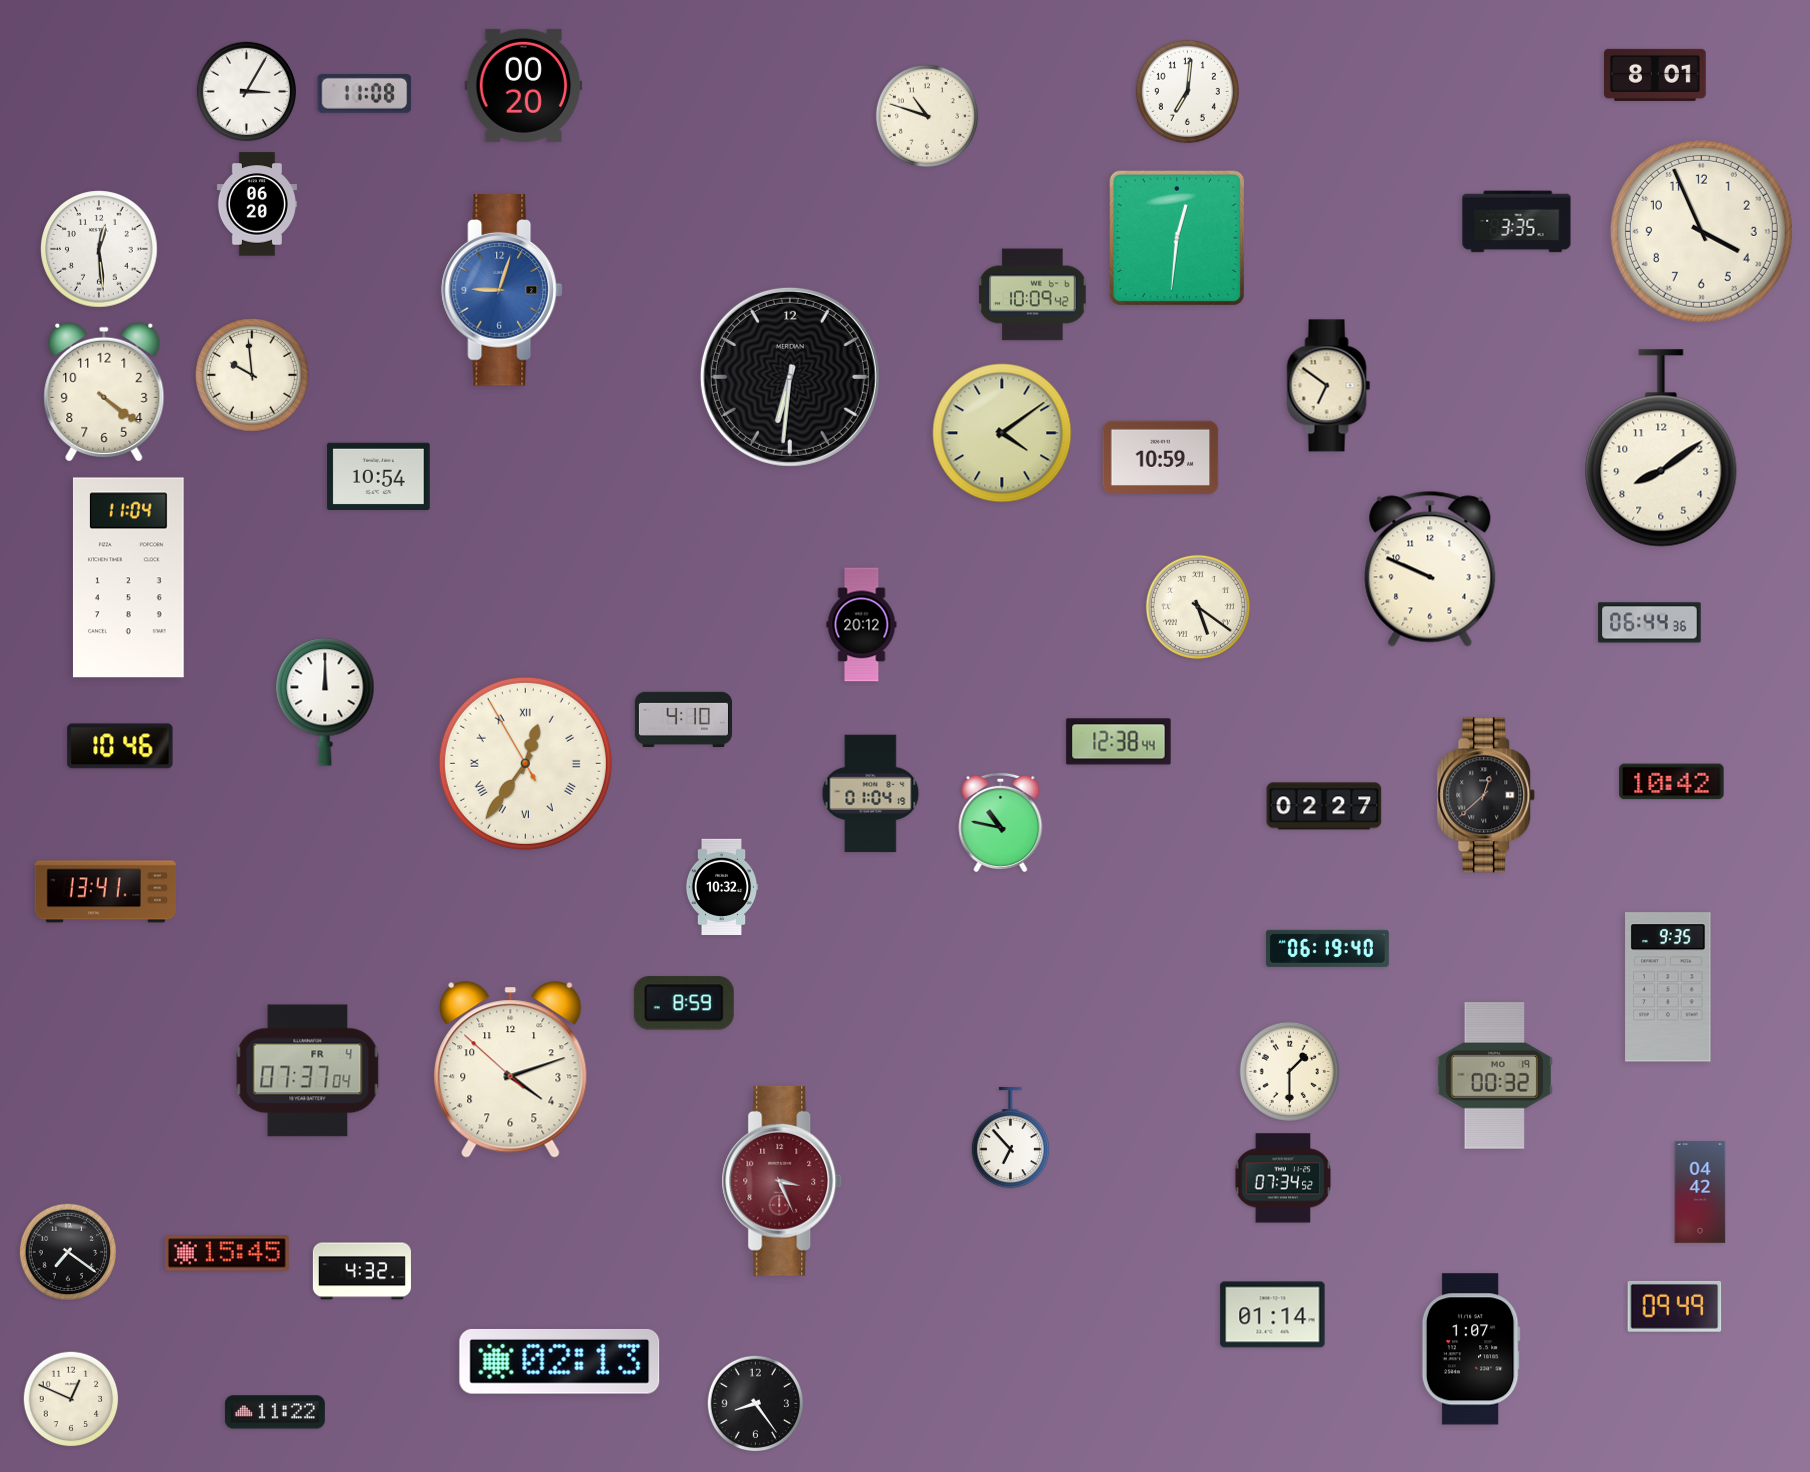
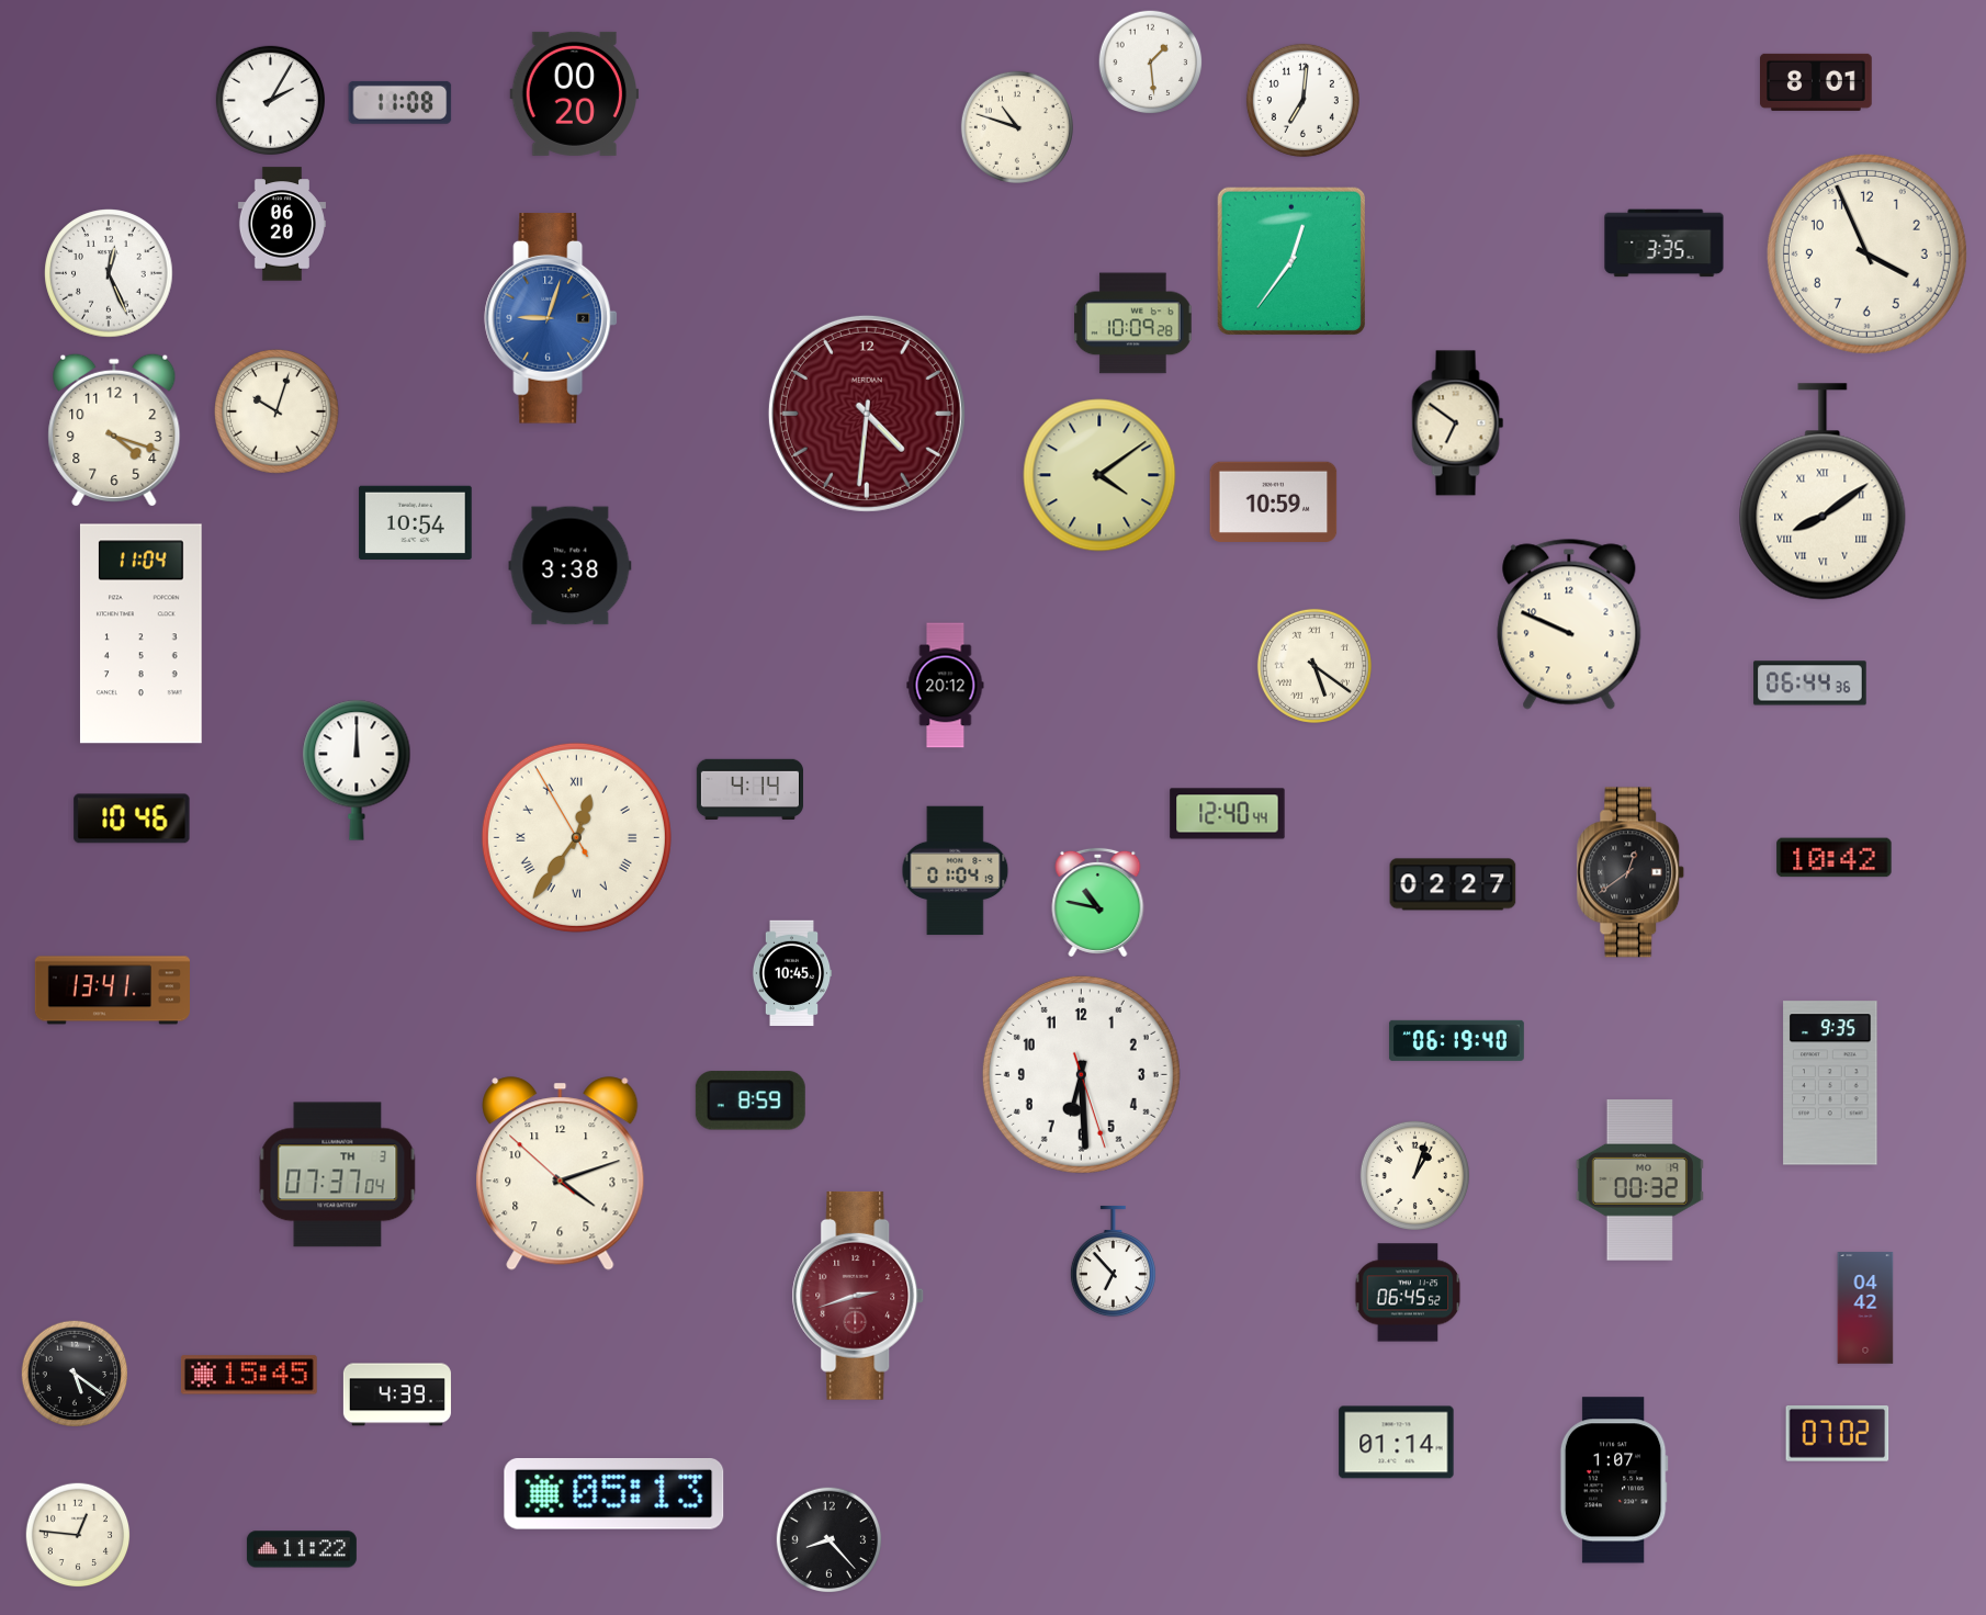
clock at (1151, 63): none -> 1:29
clock at (246, 91): 3:05 -> 2:05
clock at (1176, 237): 12:31 -> 12:36
clock at (99, 249): 12:29 -> 12:26
clock at (1033, 295): 10:09:42 -> 10:09:28
clock at (253, 376): 9:59 -> 10:03
clock at (790, 377): 6:31 -> 4:31
clock at (790, 377) dial: black -> burgundy
clock at (104, 392): 4:21 -> 4:18
clock at (1661, 448) numerals: Arabic -> Roman
clock at (571, 566): none -> 3:38
clock at (683, 720): 4:10 -> 4:14
clock at (1119, 742): 12:38 -> 12:40
clock at (1486, 795): 12:38 -> 12:39
clock at (722, 887): 10:32 -> 10:45
clock at (105, 892) position: (105, 892) -> (112, 991)
clock at (1081, 1074): none -> 6:29
clock at (308, 1071) date: FR 4 -> TH 3
clock at (1289, 1071): 1:30 -> 1:03
clock at (1010, 1138) position: (1010, 1138) -> (1113, 1262)
clock at (1283, 1178): 07:34 -> 06:45
clock at (782, 1181): 3:26 -> 2:42
clock at (67, 1251): 7:21 -> 5:21
clock at (362, 1271): 4:32 -> 4:39
clock at (1675, 1306): 09:49 -> 07:02
clock at (560, 1361): 02:13 -> 05:13
clock at (71, 1399): 12:49 -> 12:46
clock at (756, 1404): 8:24 -> 8:23
